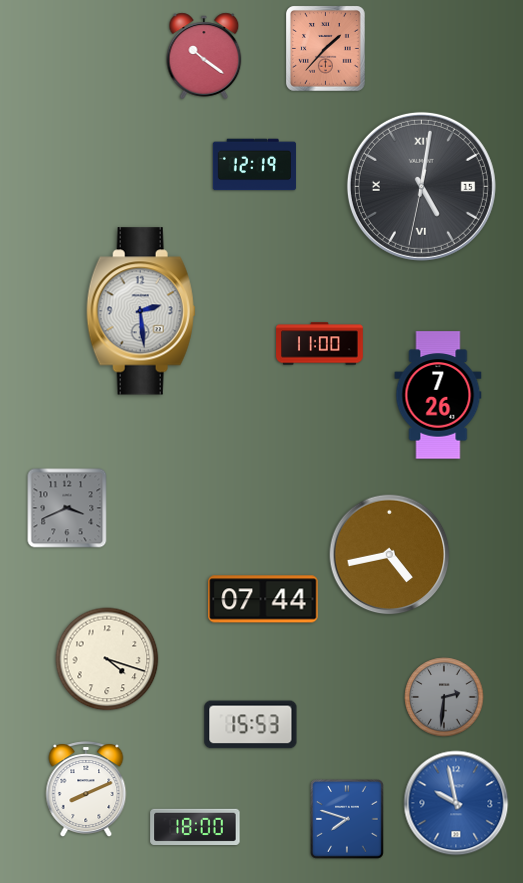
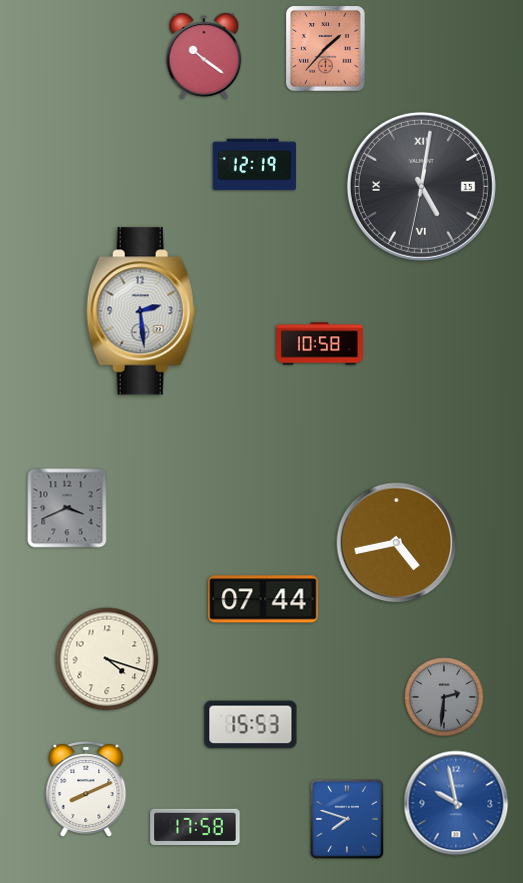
clock at (320, 344): 11:00 -> 10:58
clock at (438, 395): 7:26 -> none
clock at (390, 555) position: (390, 555) -> (397, 543)
clock at (195, 826): 18:00 -> 17:58
